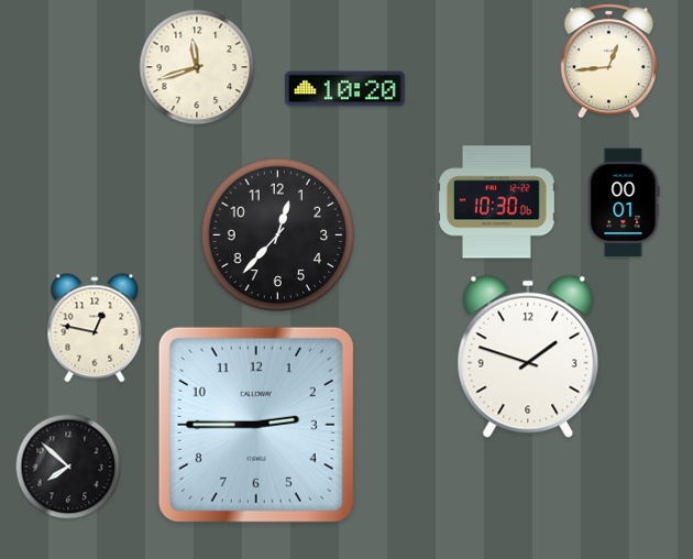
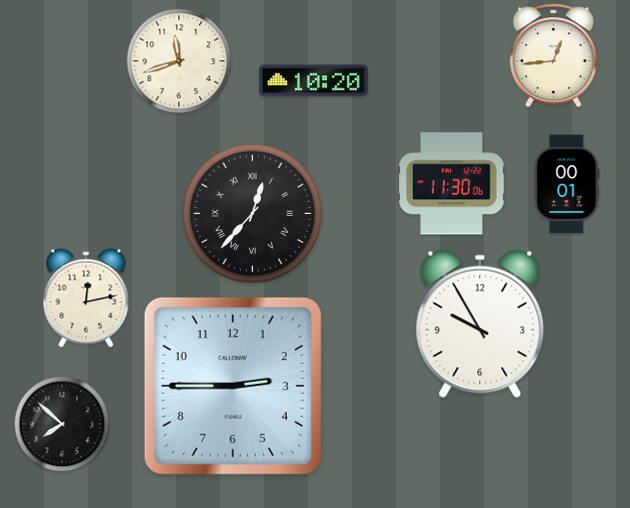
clock at (497, 202): 10:30 -> 11:30
clock at (278, 235) numerals: Arabic -> Roman
clock at (95, 328): 12:47 -> 12:13
clock at (528, 357): 1:48 -> 9:55
